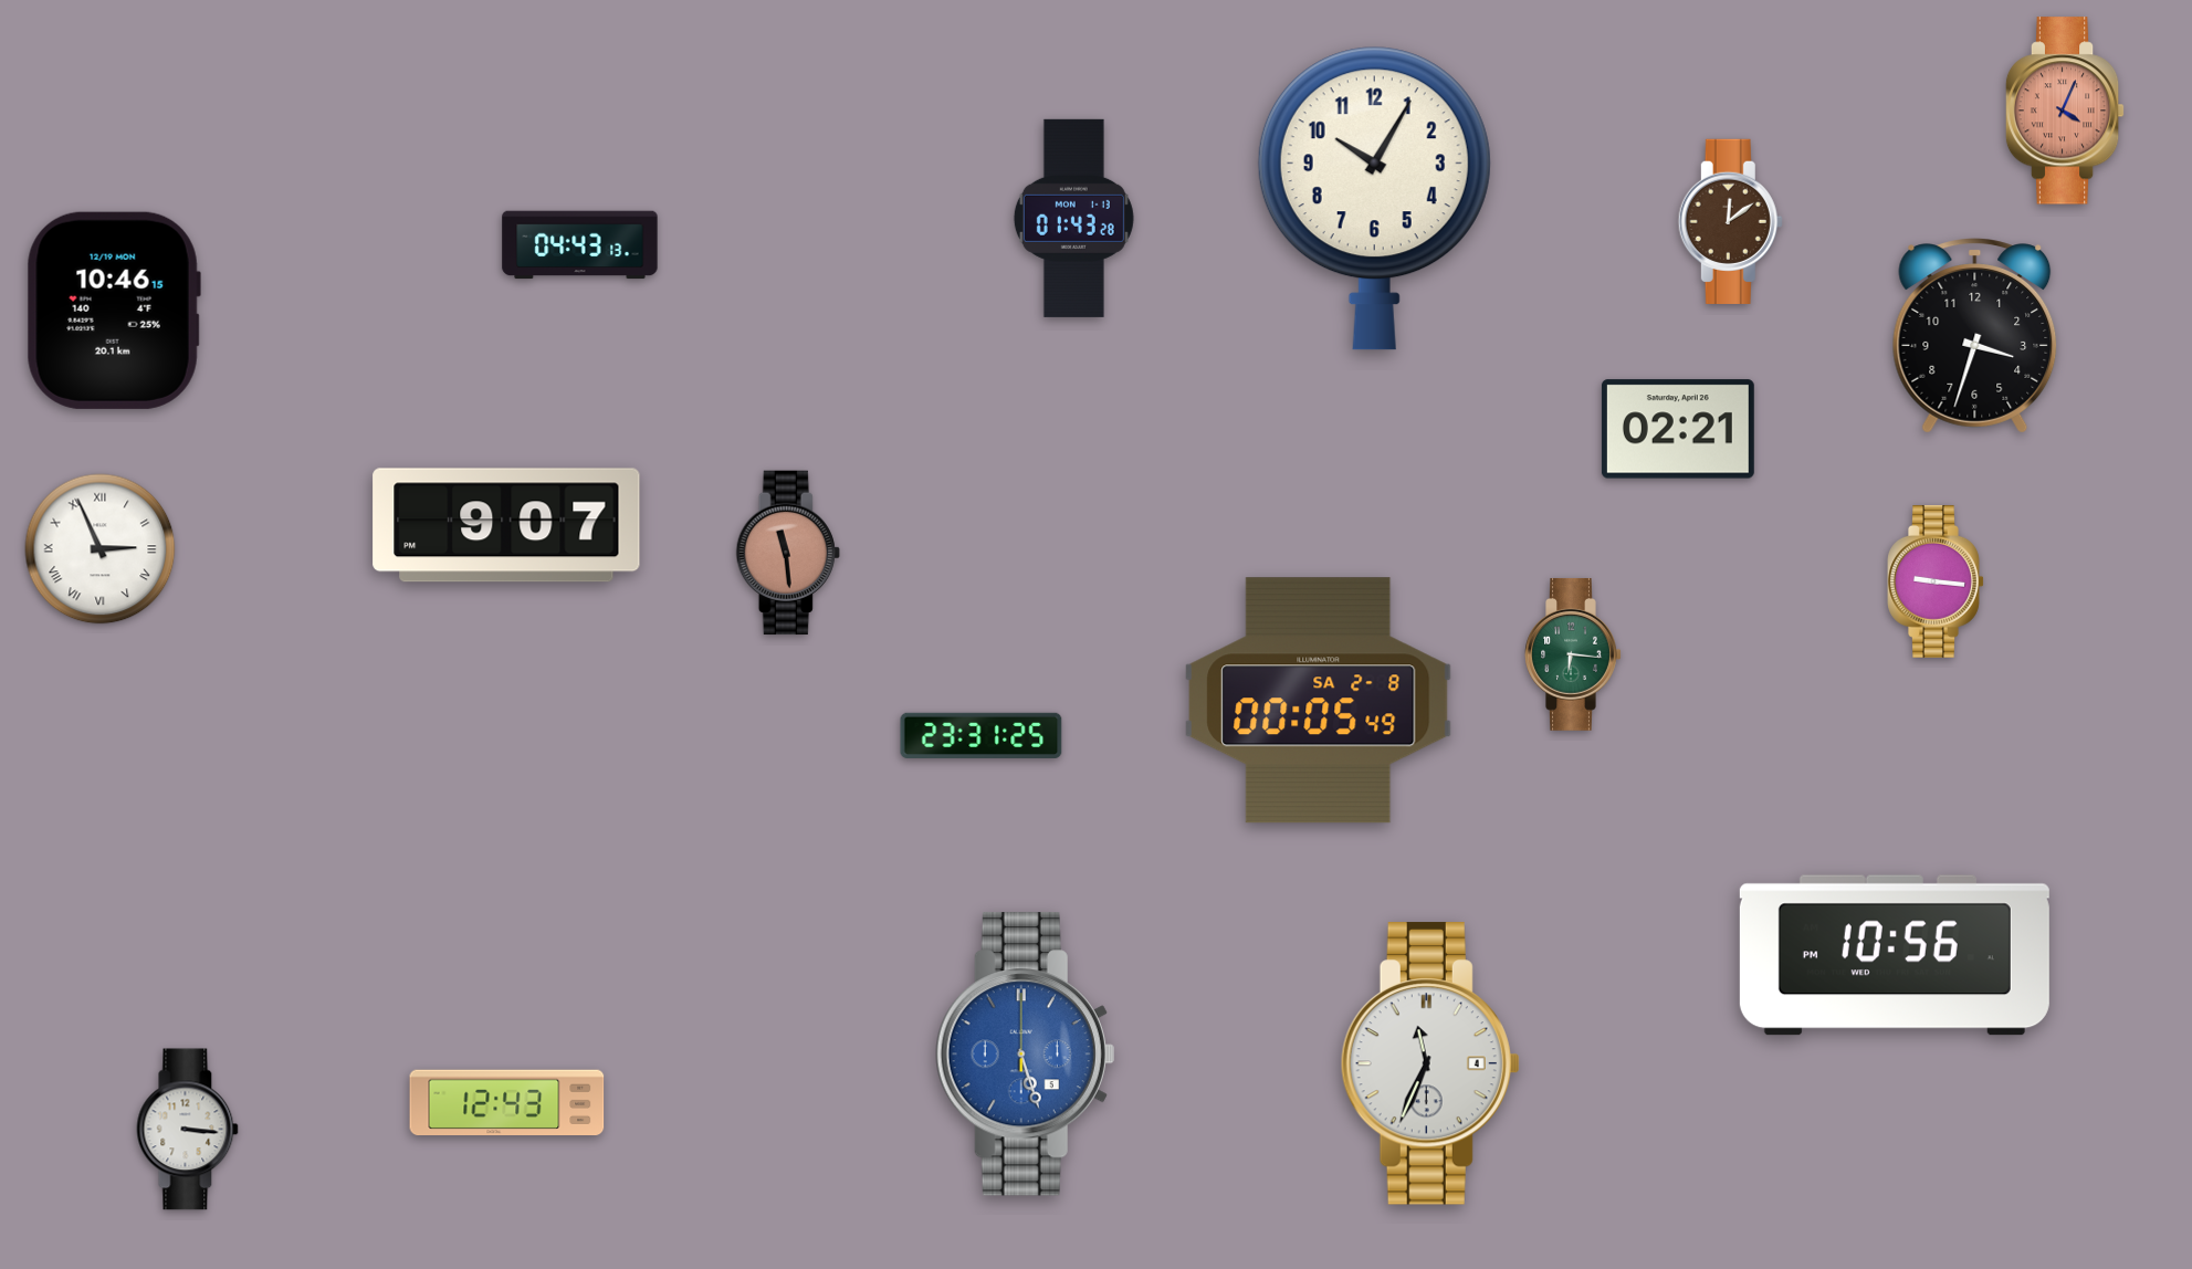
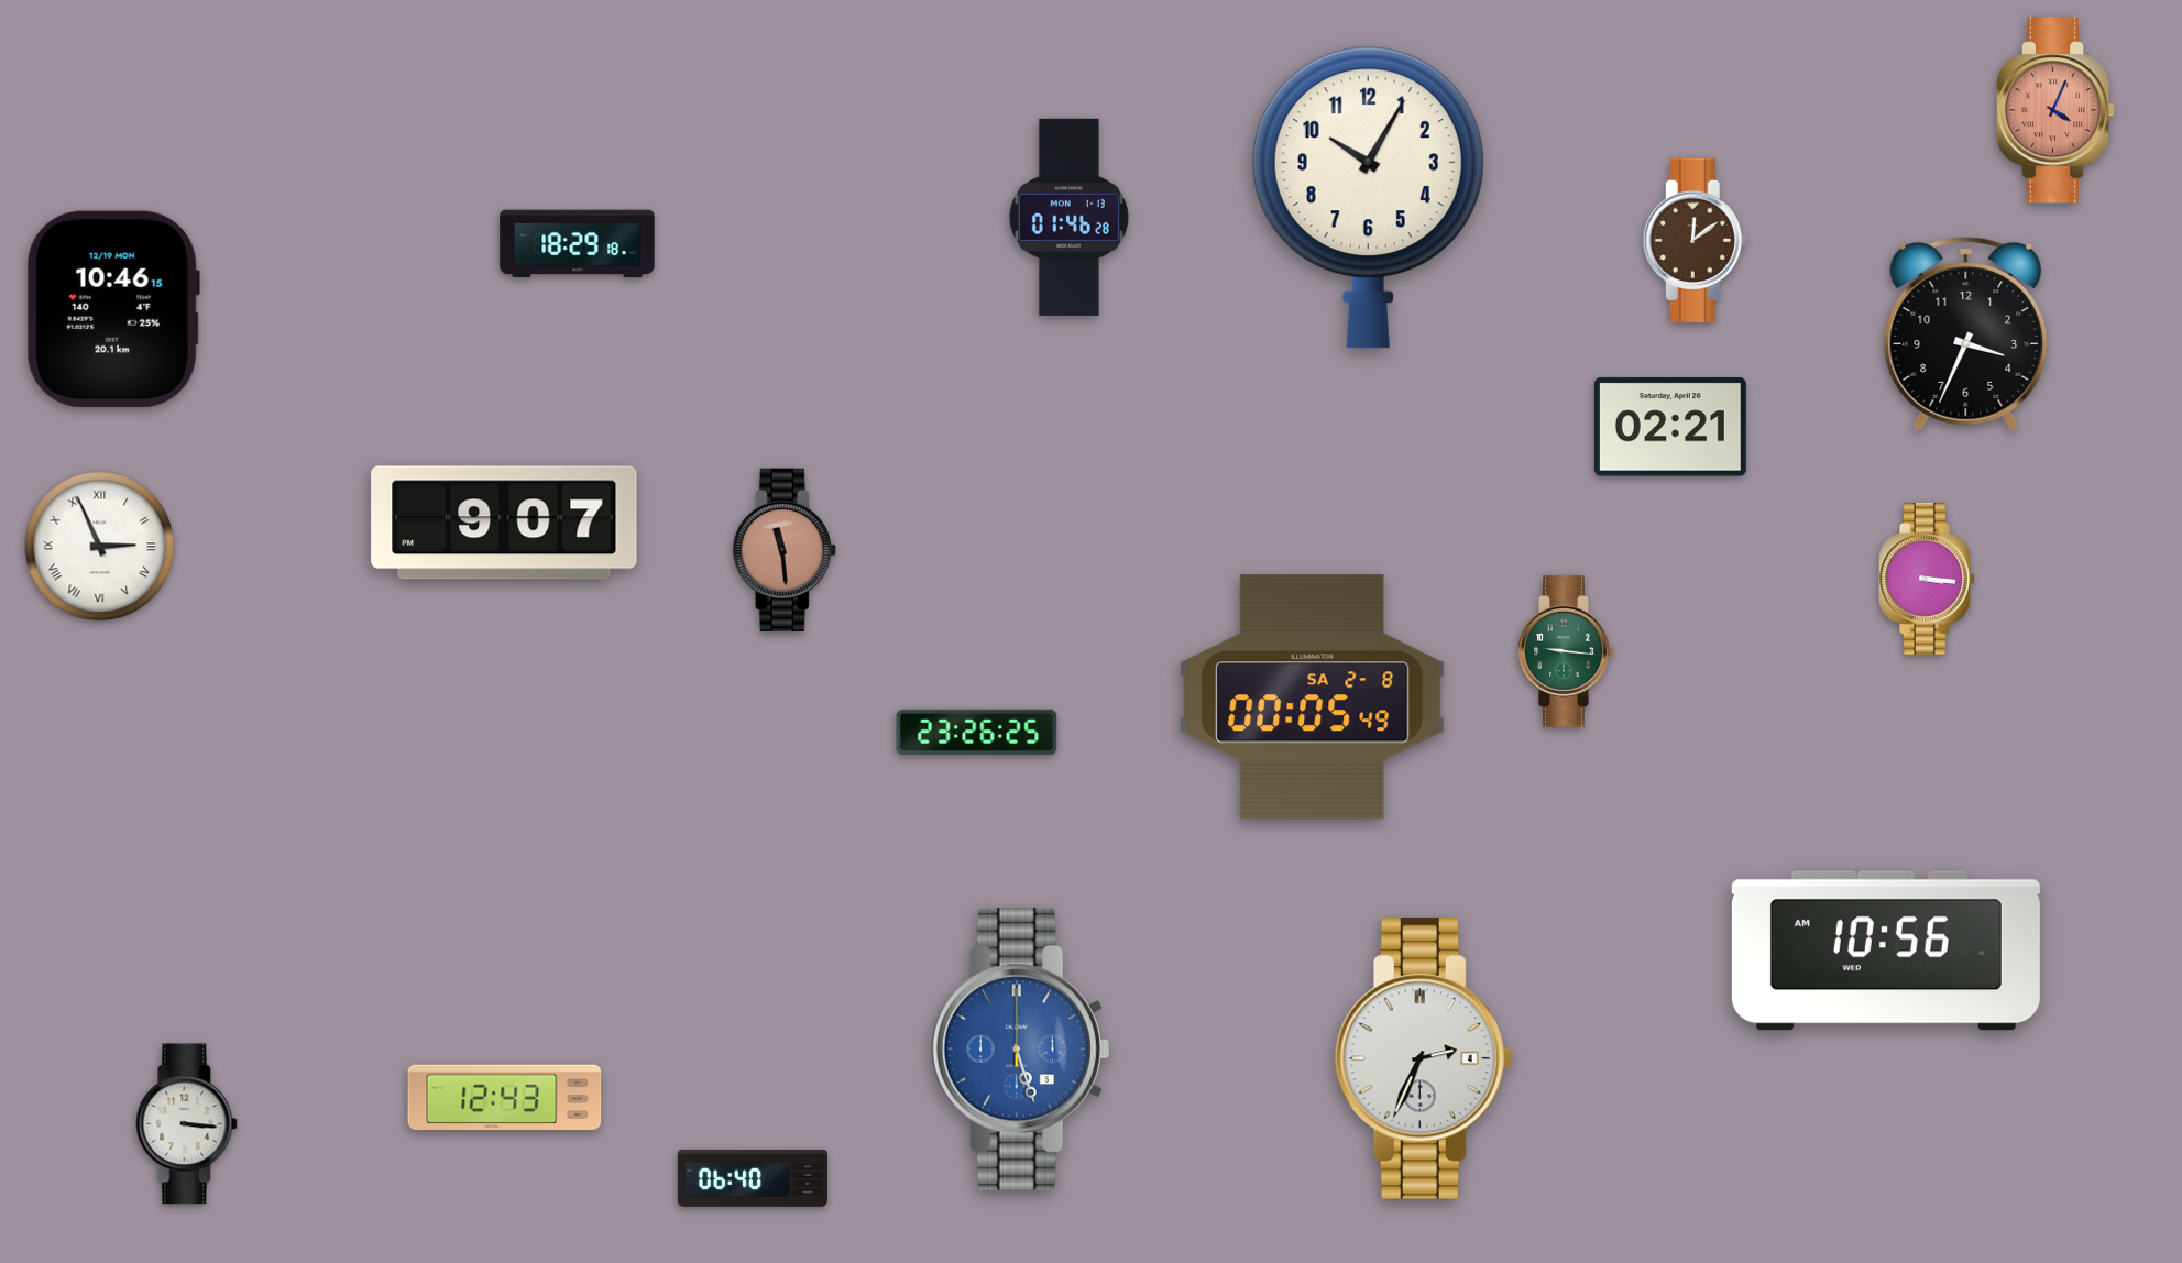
clock at (1073, 218): 01:43 -> 01:46
clock at (1730, 221) position: (1730, 221) -> (1695, 240)
clock at (580, 245): 04:43 -> 18:29
clock at (1975, 336): 3:33 -> 3:34
clock at (1936, 581): 9:16 -> 3:16
clock at (1573, 654): 6:16 -> 9:16
clock at (982, 735): 23:31 -> 23:26
clock at (1895, 955): 10:56 PM -> 10:56 AM
clock at (1430, 1063): 11:34 -> 2:34
clock at (753, 1178): none -> 06:40
